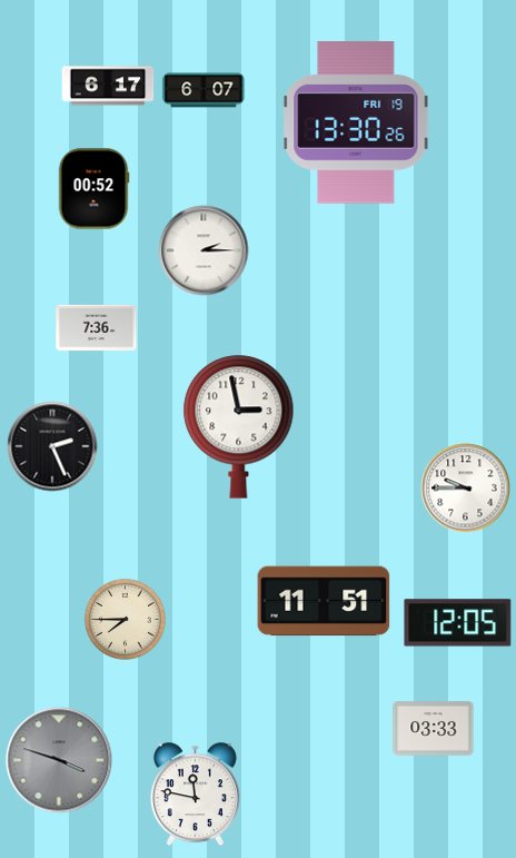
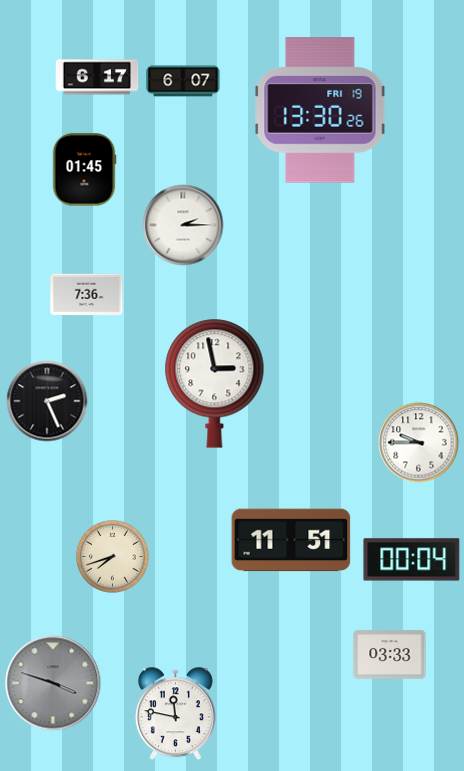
clock at (93, 189): 00:52 -> 01:45
clock at (466, 489) position: (466, 489) -> (419, 443)
clock at (125, 619): 7:45 -> 7:42
clock at (458, 623): 12:05 -> 00:04
